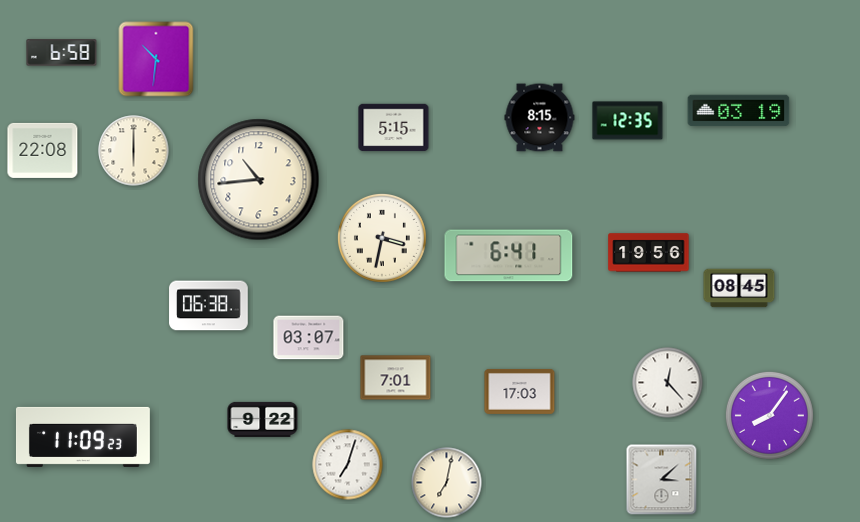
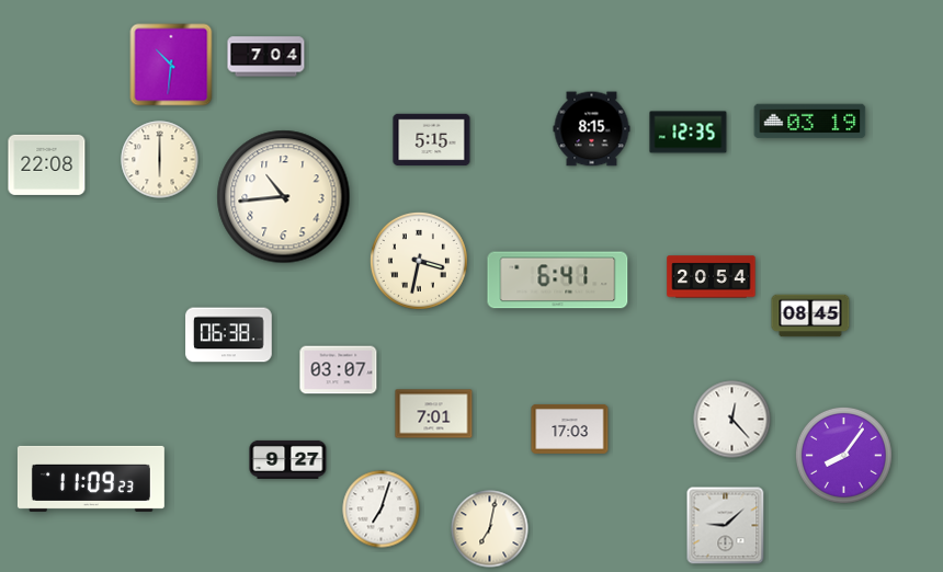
clock at (266, 57): none -> 7:04
clock at (62, 53): 6:58 -> none
clock at (134, 151) position: (134, 151) -> (160, 160)
clock at (649, 253): 19:56 -> 20:54
clock at (263, 419): 9:22 -> 9:27
clock at (662, 480): 3:08 -> 9:08
